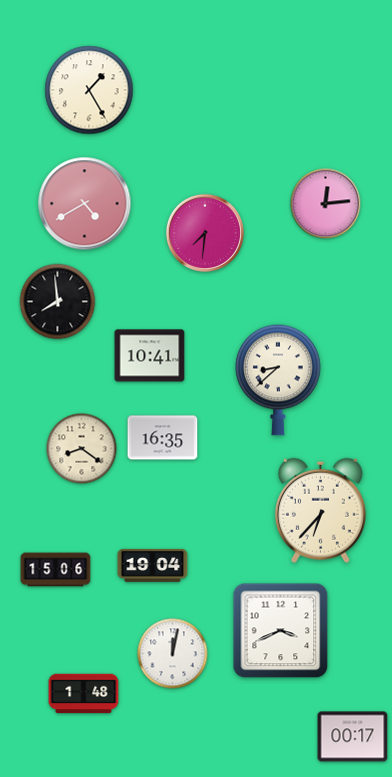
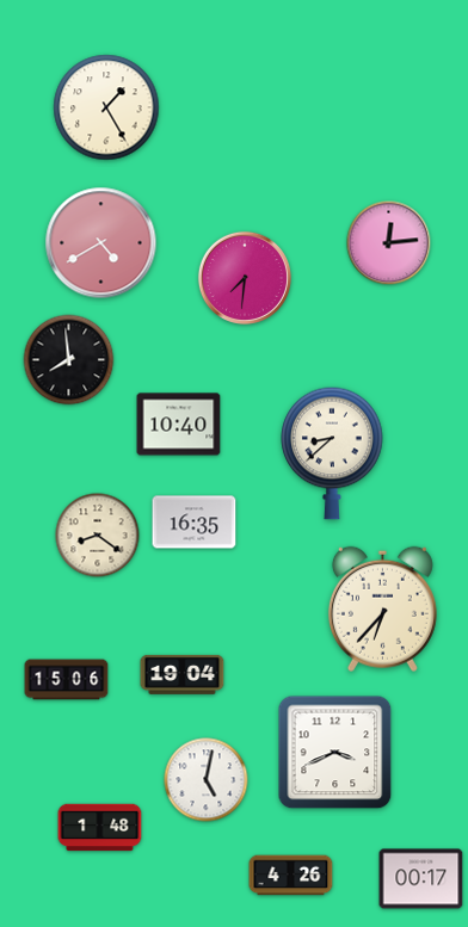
clock at (150, 356): 10:41 -> 10:40
clock at (173, 654): 12:02 -> 5:02
clock at (291, 876): none -> 4:26
